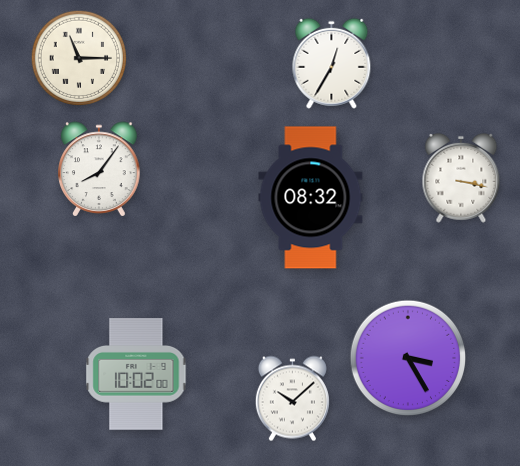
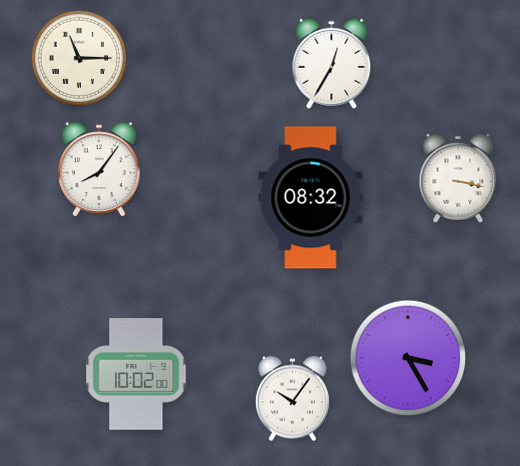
clock at (461, 178) position: (461, 178) -> (458, 178)
clock at (292, 399): 10:08 -> 10:06
